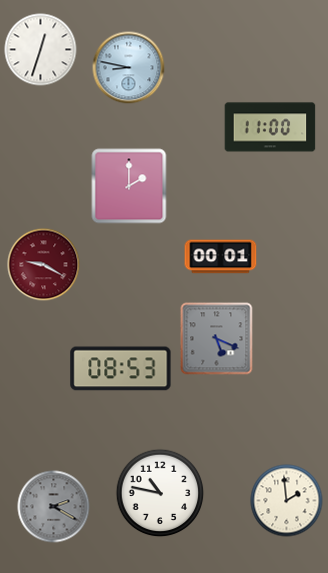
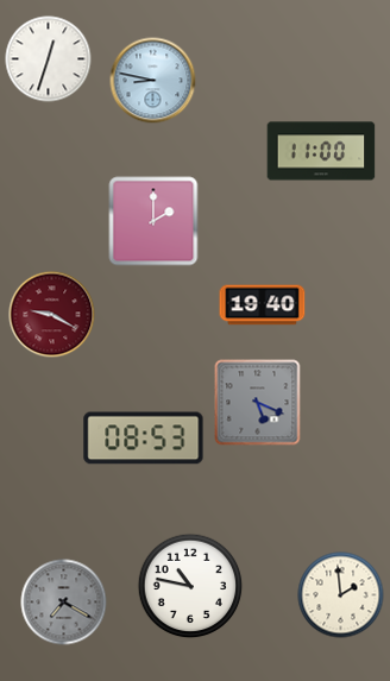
clock at (221, 257): 00:01 -> 19:40
clock at (54, 507): 2:20 -> 7:20
